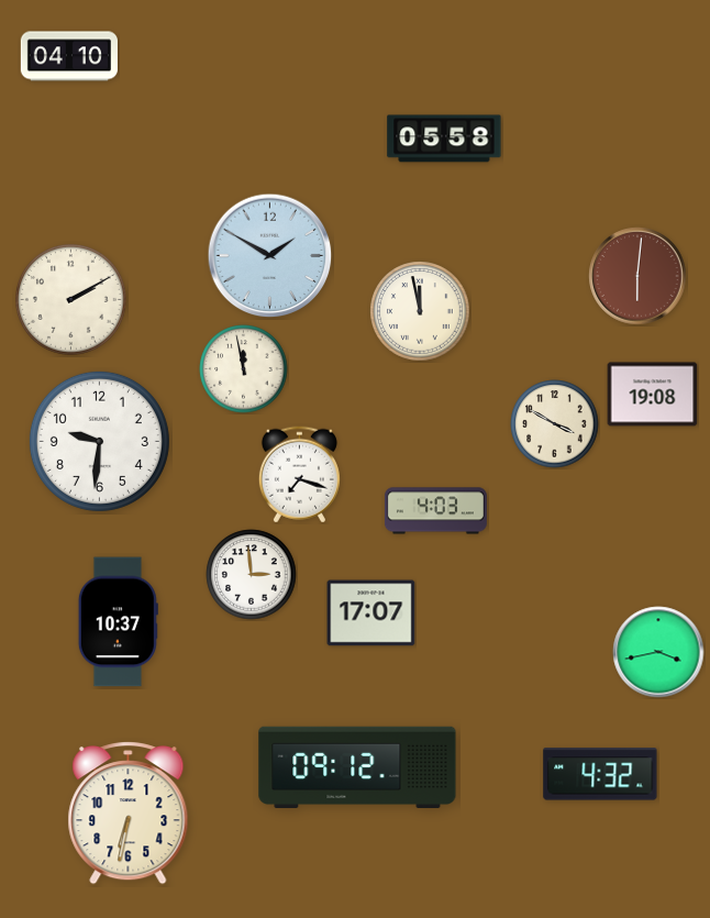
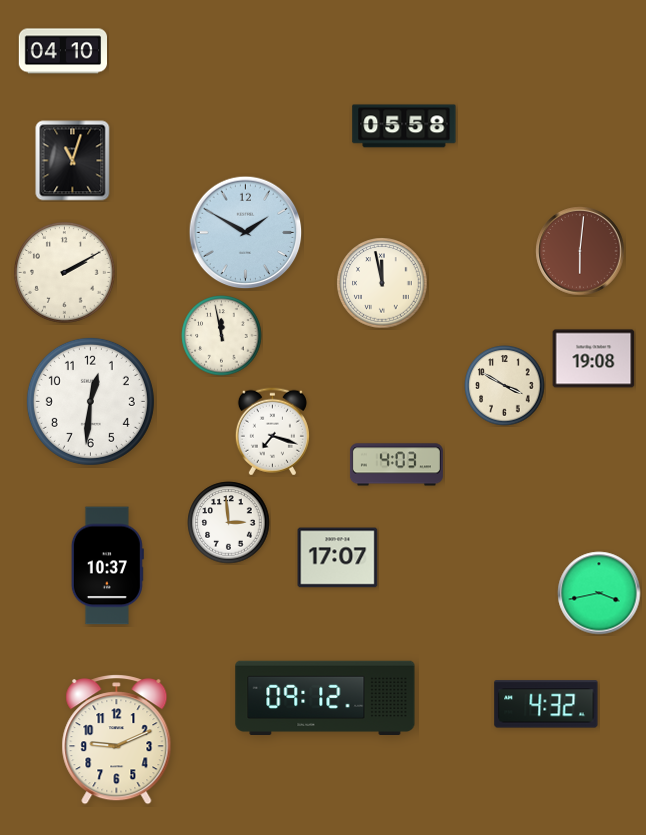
clock at (73, 161): none -> 11:03
clock at (99, 441): 9:31 -> 12:31
clock at (129, 814): 6:32 -> 9:11
